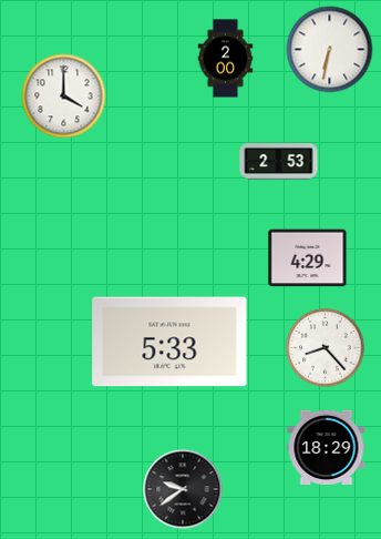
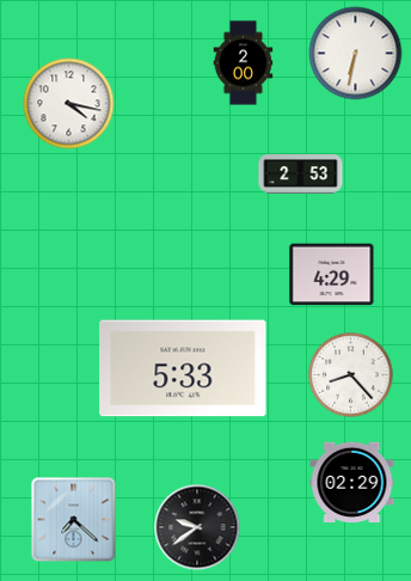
clock at (64, 96): 4:00 -> 4:17
clock at (308, 258) position: (308, 258) -> (332, 275)
clock at (327, 447): 18:29 -> 02:29
clock at (74, 520): none -> 7:22
